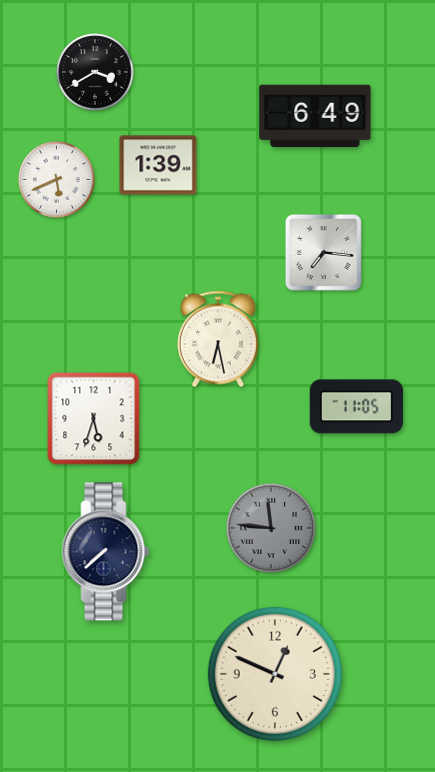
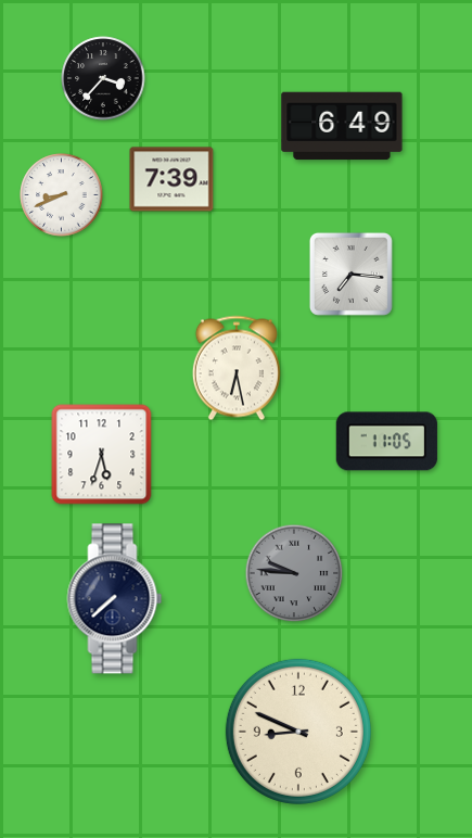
clock at (95, 72): 3:40 -> 3:37
clock at (158, 165): 1:39 -> 7:39
clock at (57, 180): 5:41 -> 8:41
clock at (271, 528): 11:46 -> 9:46
clock at (275, 674): 12:49 -> 8:49
